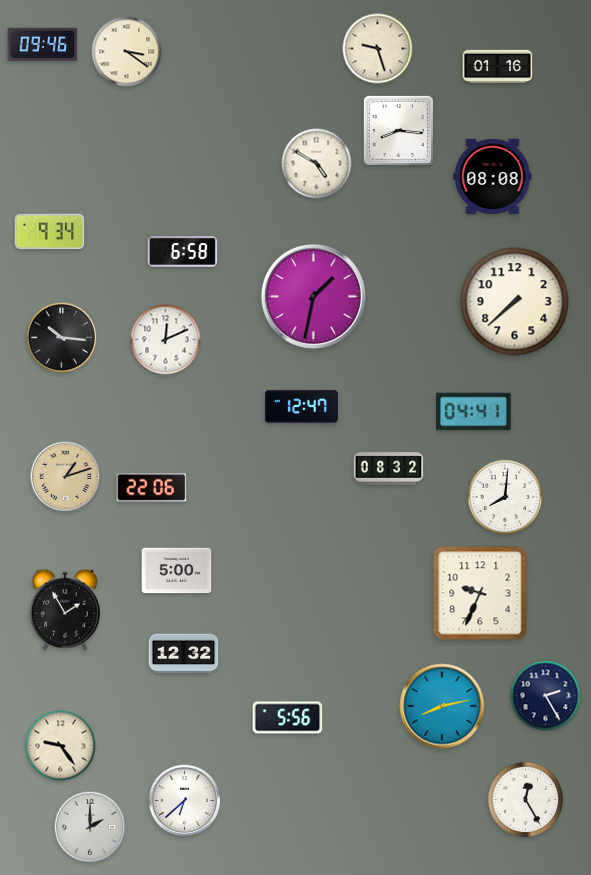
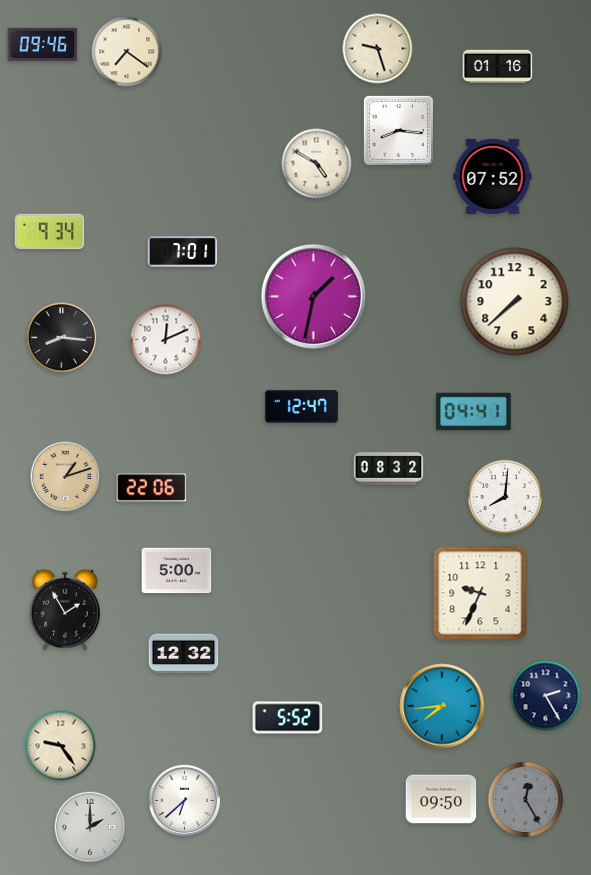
clock at (127, 52): 3:21 -> 7:21
clock at (493, 176): 08:08 -> 07:52
clock at (183, 252): 6:58 -> 7:01
clock at (62, 338): 10:16 -> 8:16
clock at (442, 706): 8:13 -> 7:44
clock at (288, 718): 5:56 -> 5:52
clock at (441, 799): none -> 09:50
clock at (526, 800) dial: white -> grey
